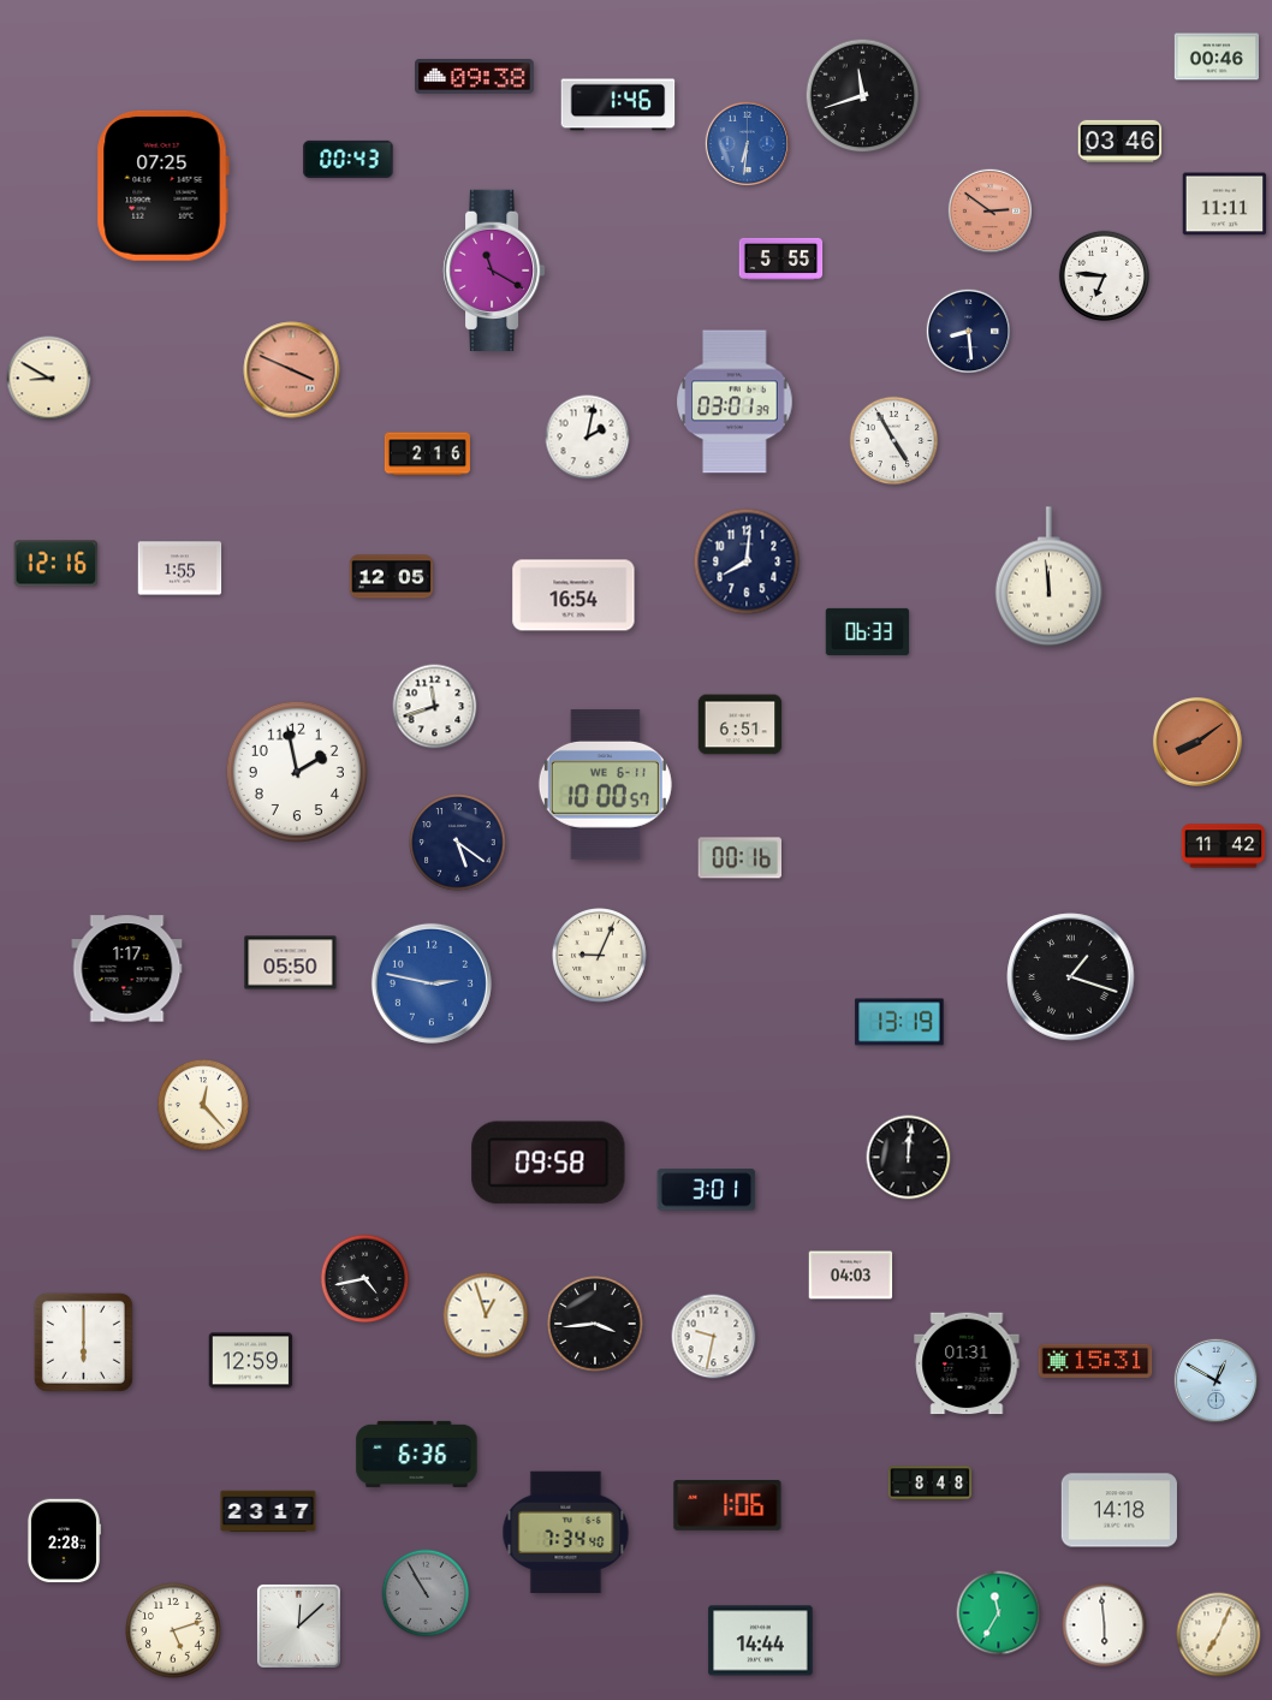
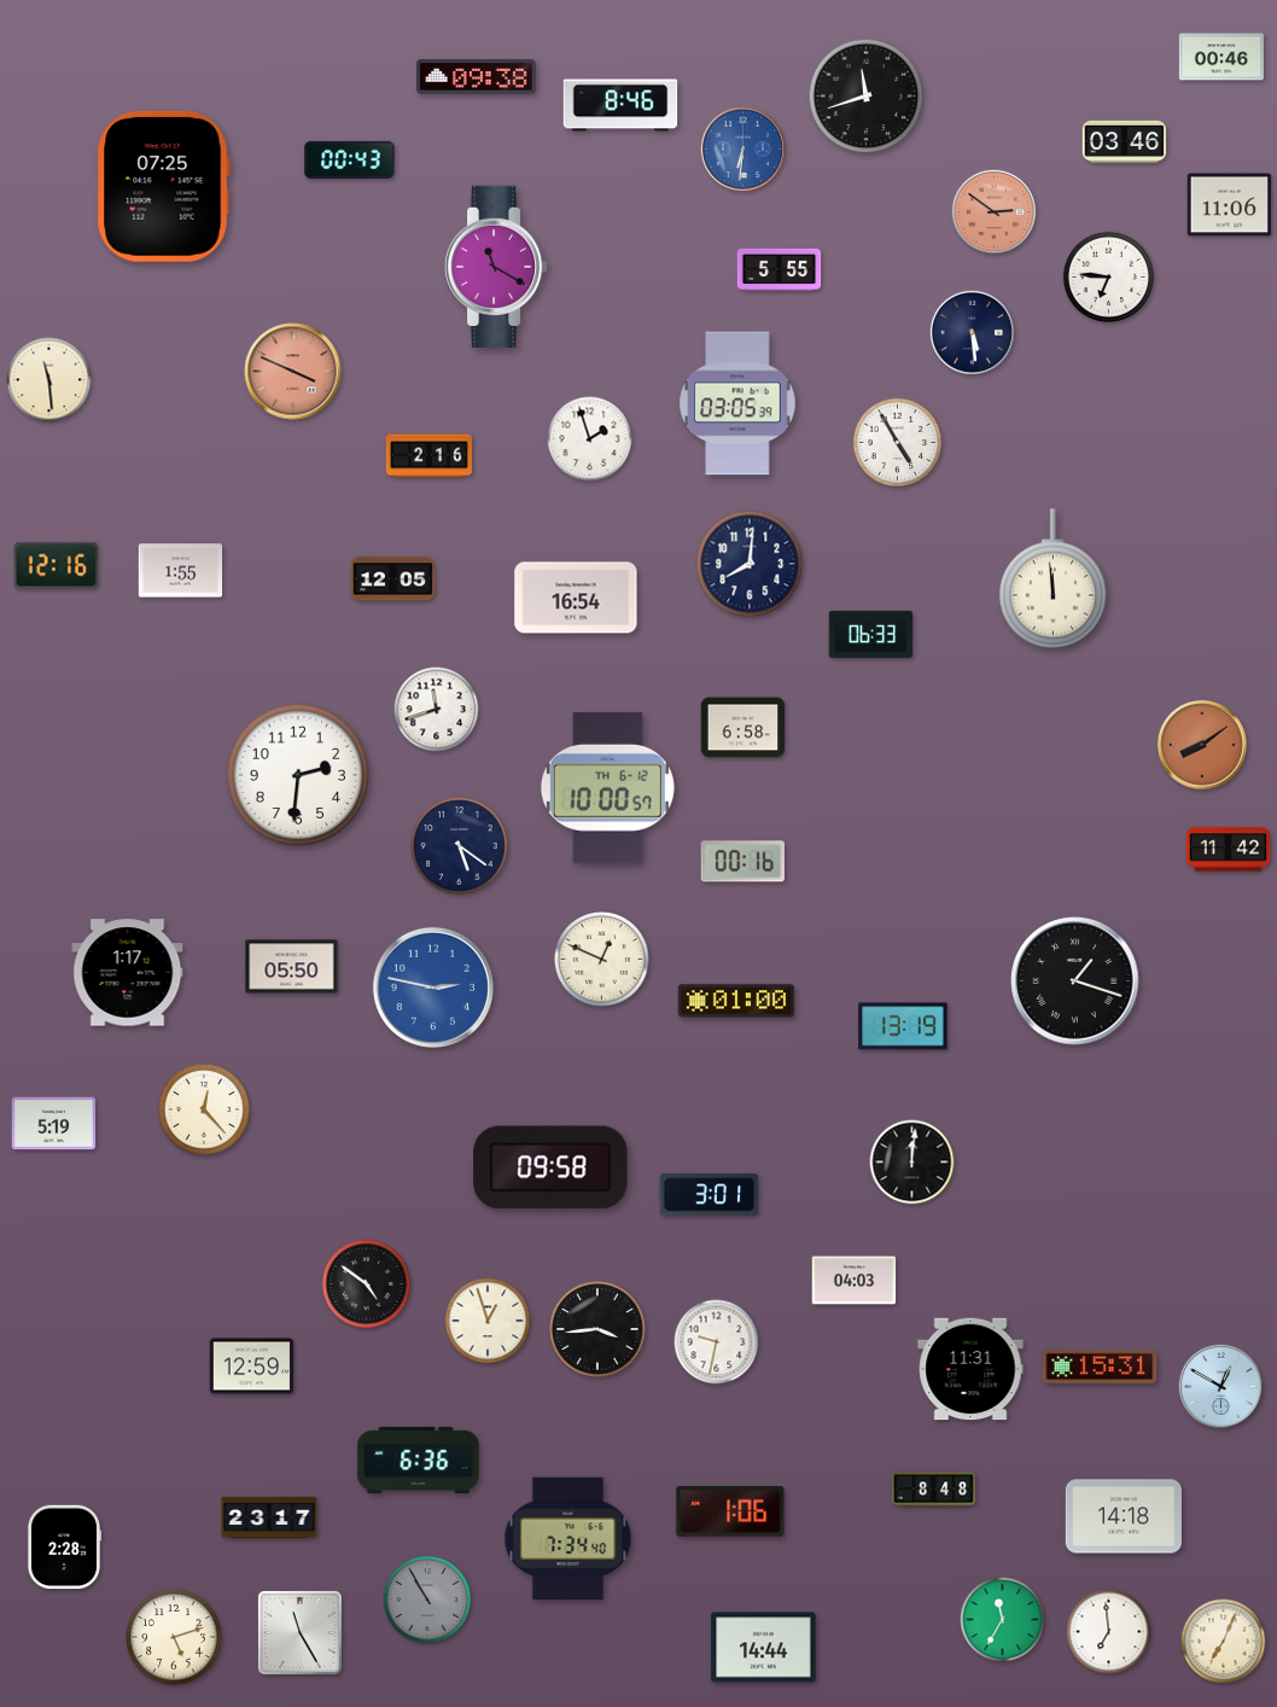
clock at (618, 105): 1:46 -> 8:46
clock at (747, 143) position: (747, 143) -> (742, 148)
clock at (1225, 204): 11:11 -> 11:06
clock at (781, 258) position: (781, 258) -> (780, 269)
clock at (494, 269) position: (494, 269) -> (496, 266)
clock at (968, 331): 8:29 -> 5:29
clock at (49, 379): 8:50 -> 11:29
clock at (735, 402): 03:01 -> 03:05
clock at (588, 438): 2:02 -> 1:57
clock at (741, 725): 6:51 -> 6:58
clock at (297, 772): 1:58 -> 2:31
clock at (605, 784) date: WE 6-11 -> TH 6-12
clock at (600, 956): 9:04 -> 12:49
clock at (736, 1001): none -> 01:00
clock at (54, 1124): none -> 5:19
clock at (365, 1279): 4:43 -> 4:51
clock at (83, 1342): 6:00 -> none
clock at (967, 1363): 01:31 -> 11:31
clock at (298, 1625): 12:08 -> 11:25
clock at (1105, 1625): 5:59 -> 6:59
